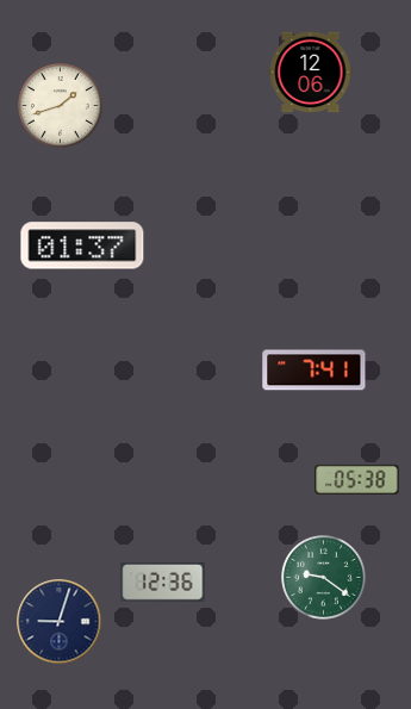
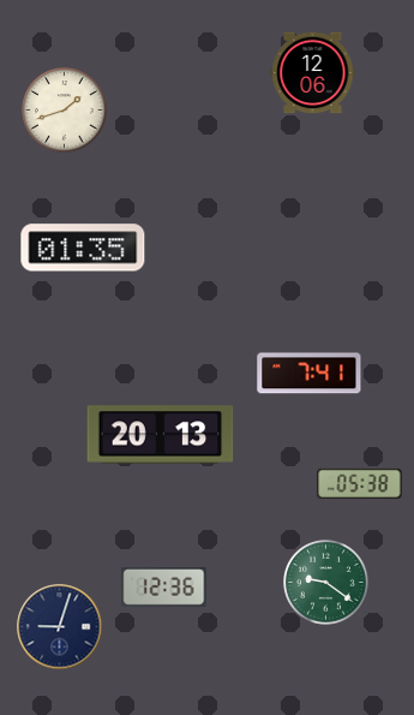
clock at (61, 106) position: (61, 106) -> (65, 111)
clock at (82, 245): 01:37 -> 01:35
clock at (315, 371) position: (315, 371) -> (310, 374)
clock at (161, 435): none -> 20:13
